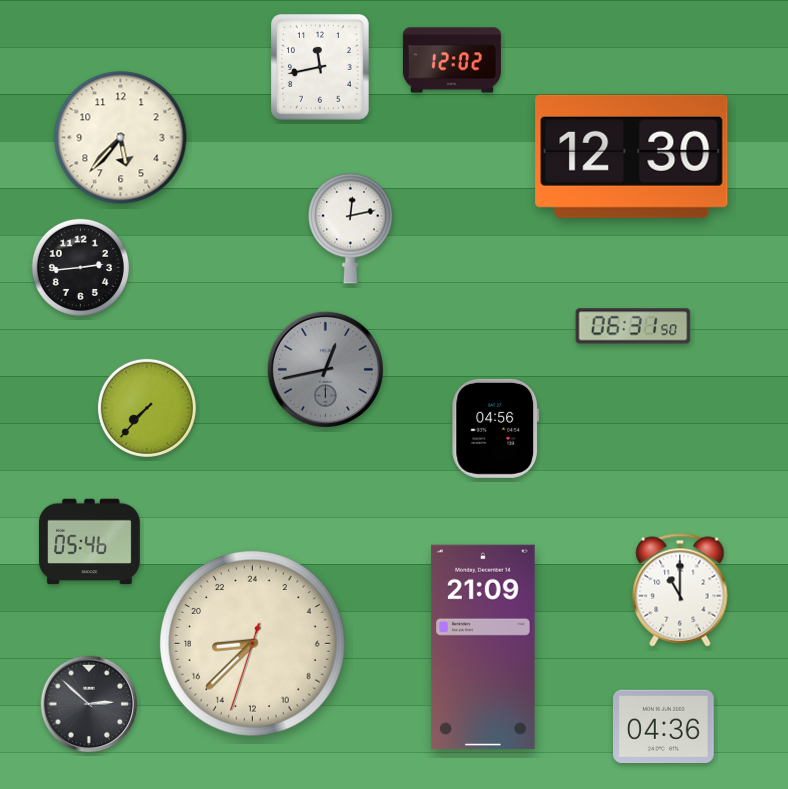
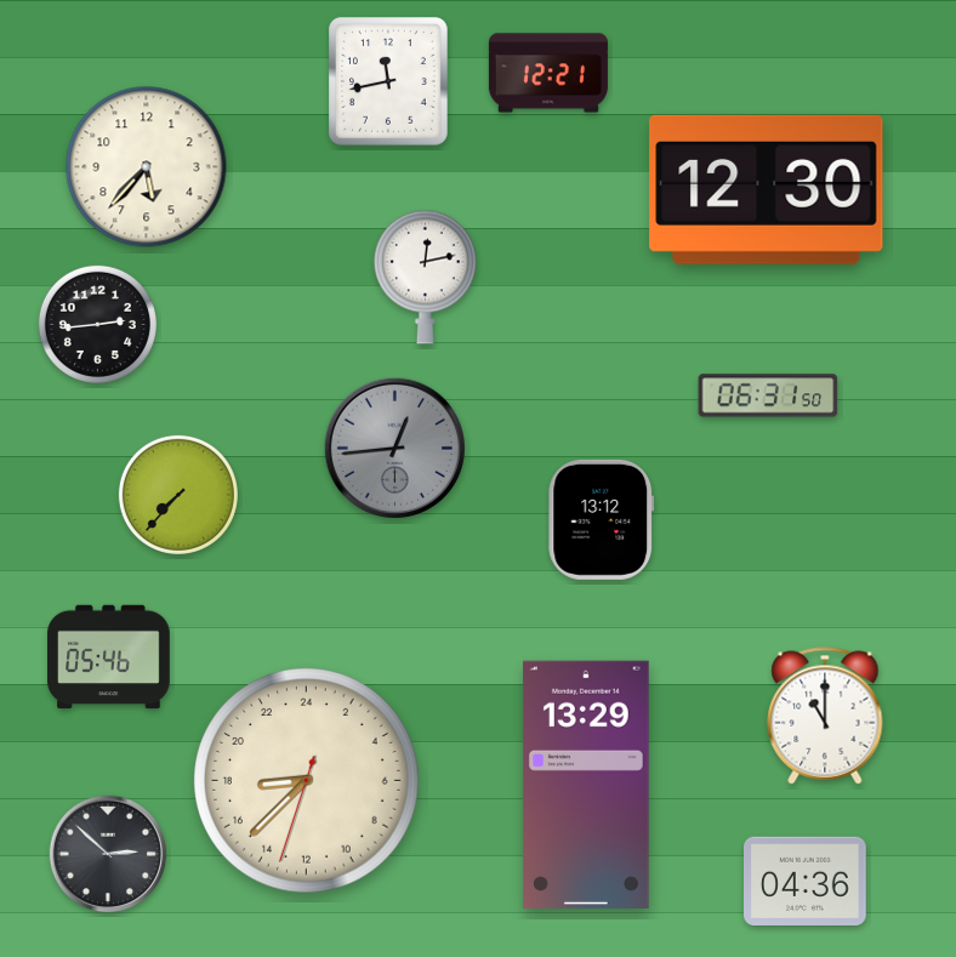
clock at (452, 60): 12:02 -> 12:21
clock at (325, 369): 12:43 -> 12:44
clock at (496, 428): 04:56 -> 13:12
clock at (484, 647): 21:09 -> 13:29
